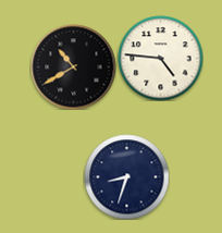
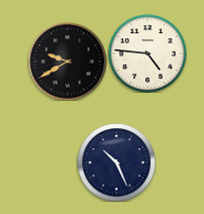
clock at (73, 66): 10:40 -> 9:40
clock at (126, 176): 8:33 -> 10:26
